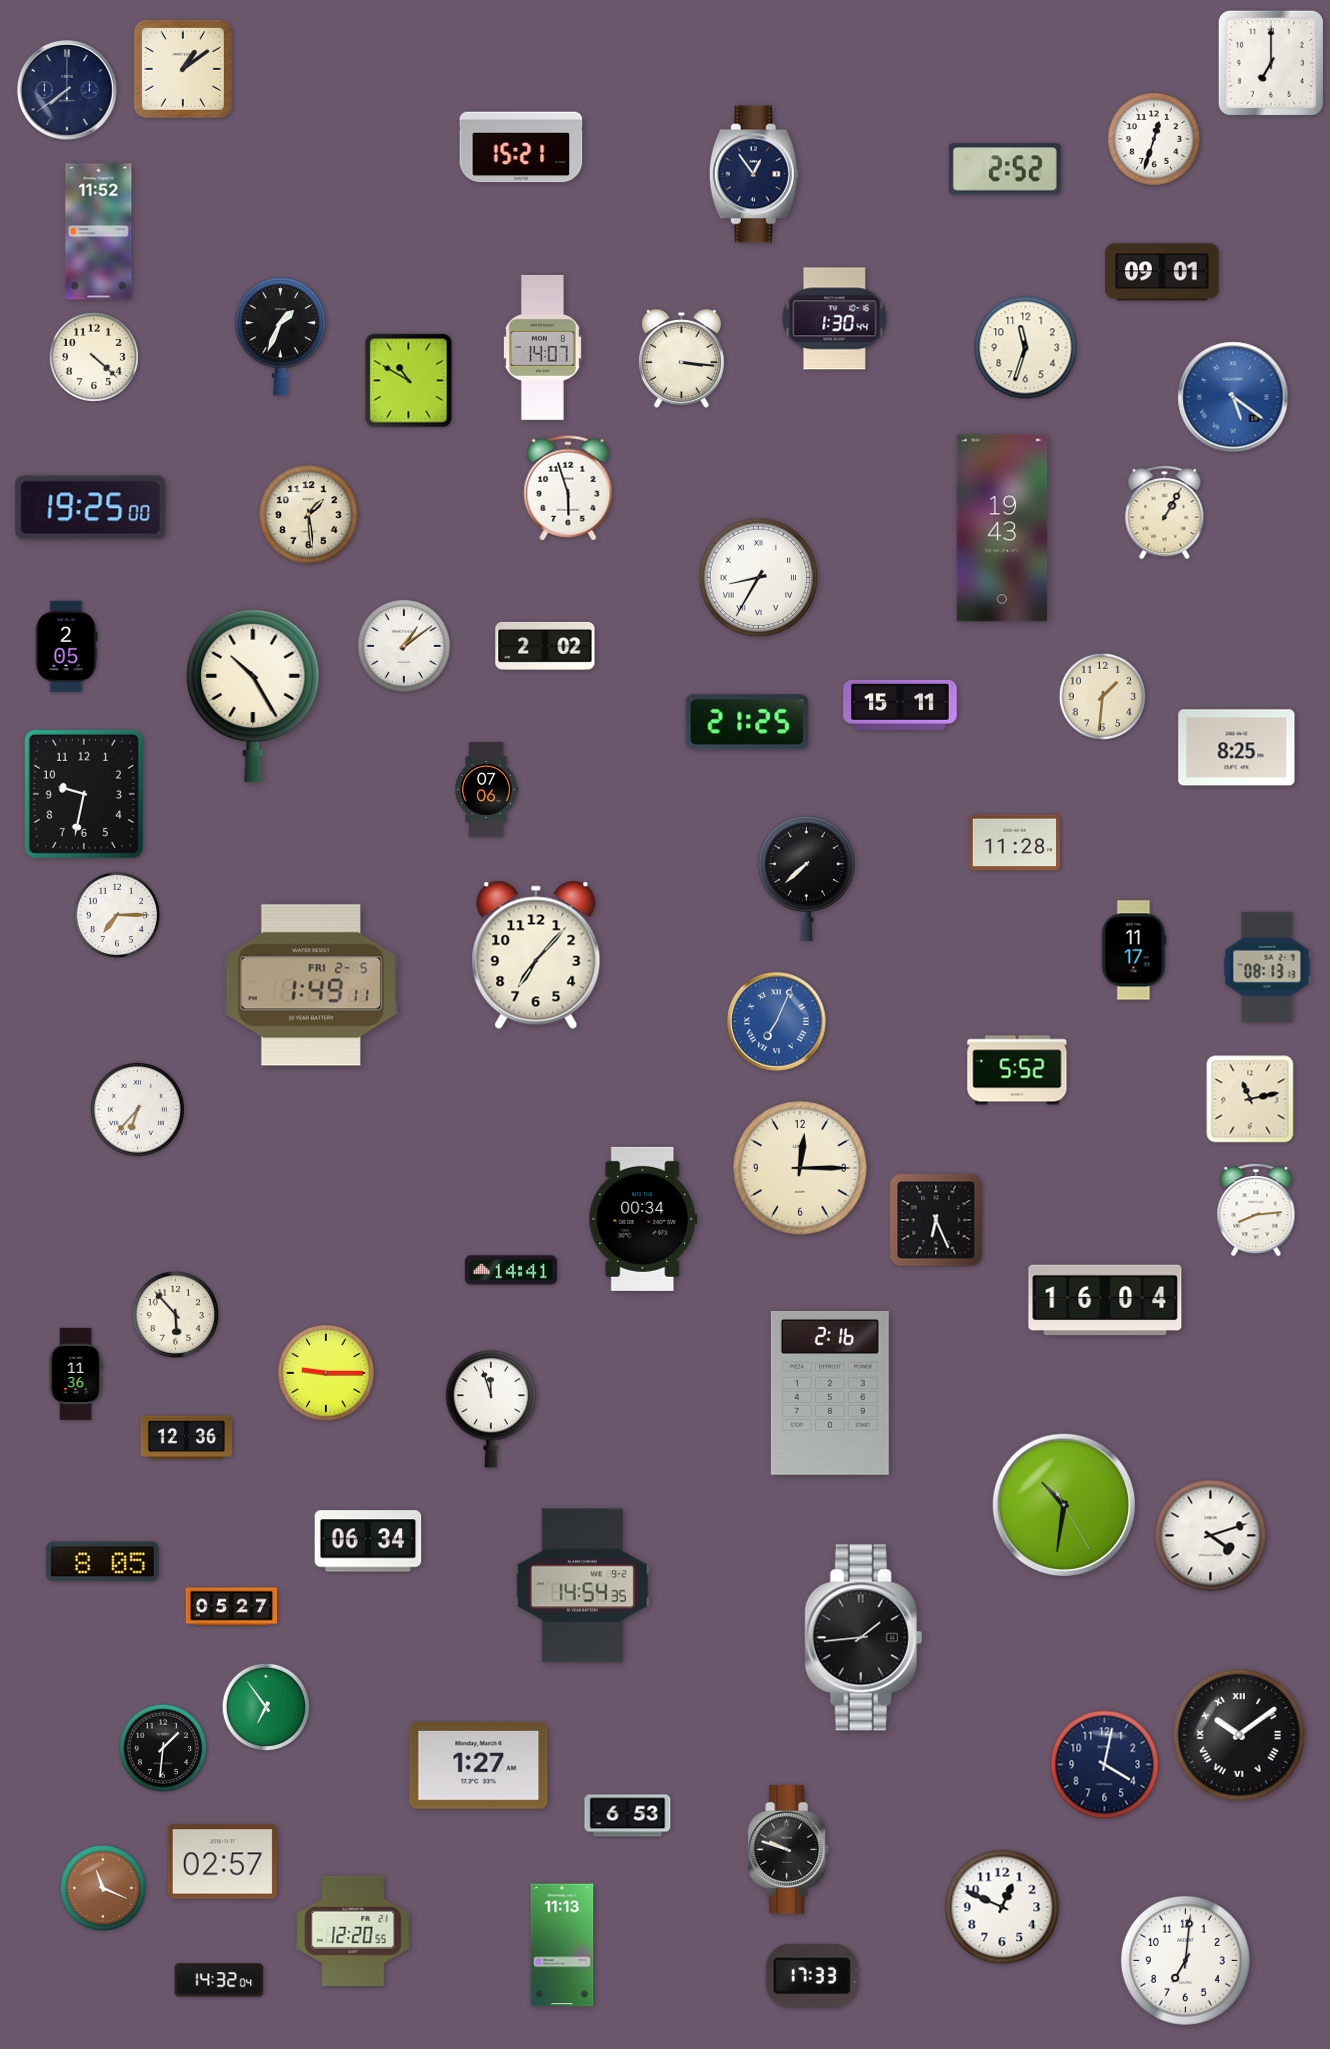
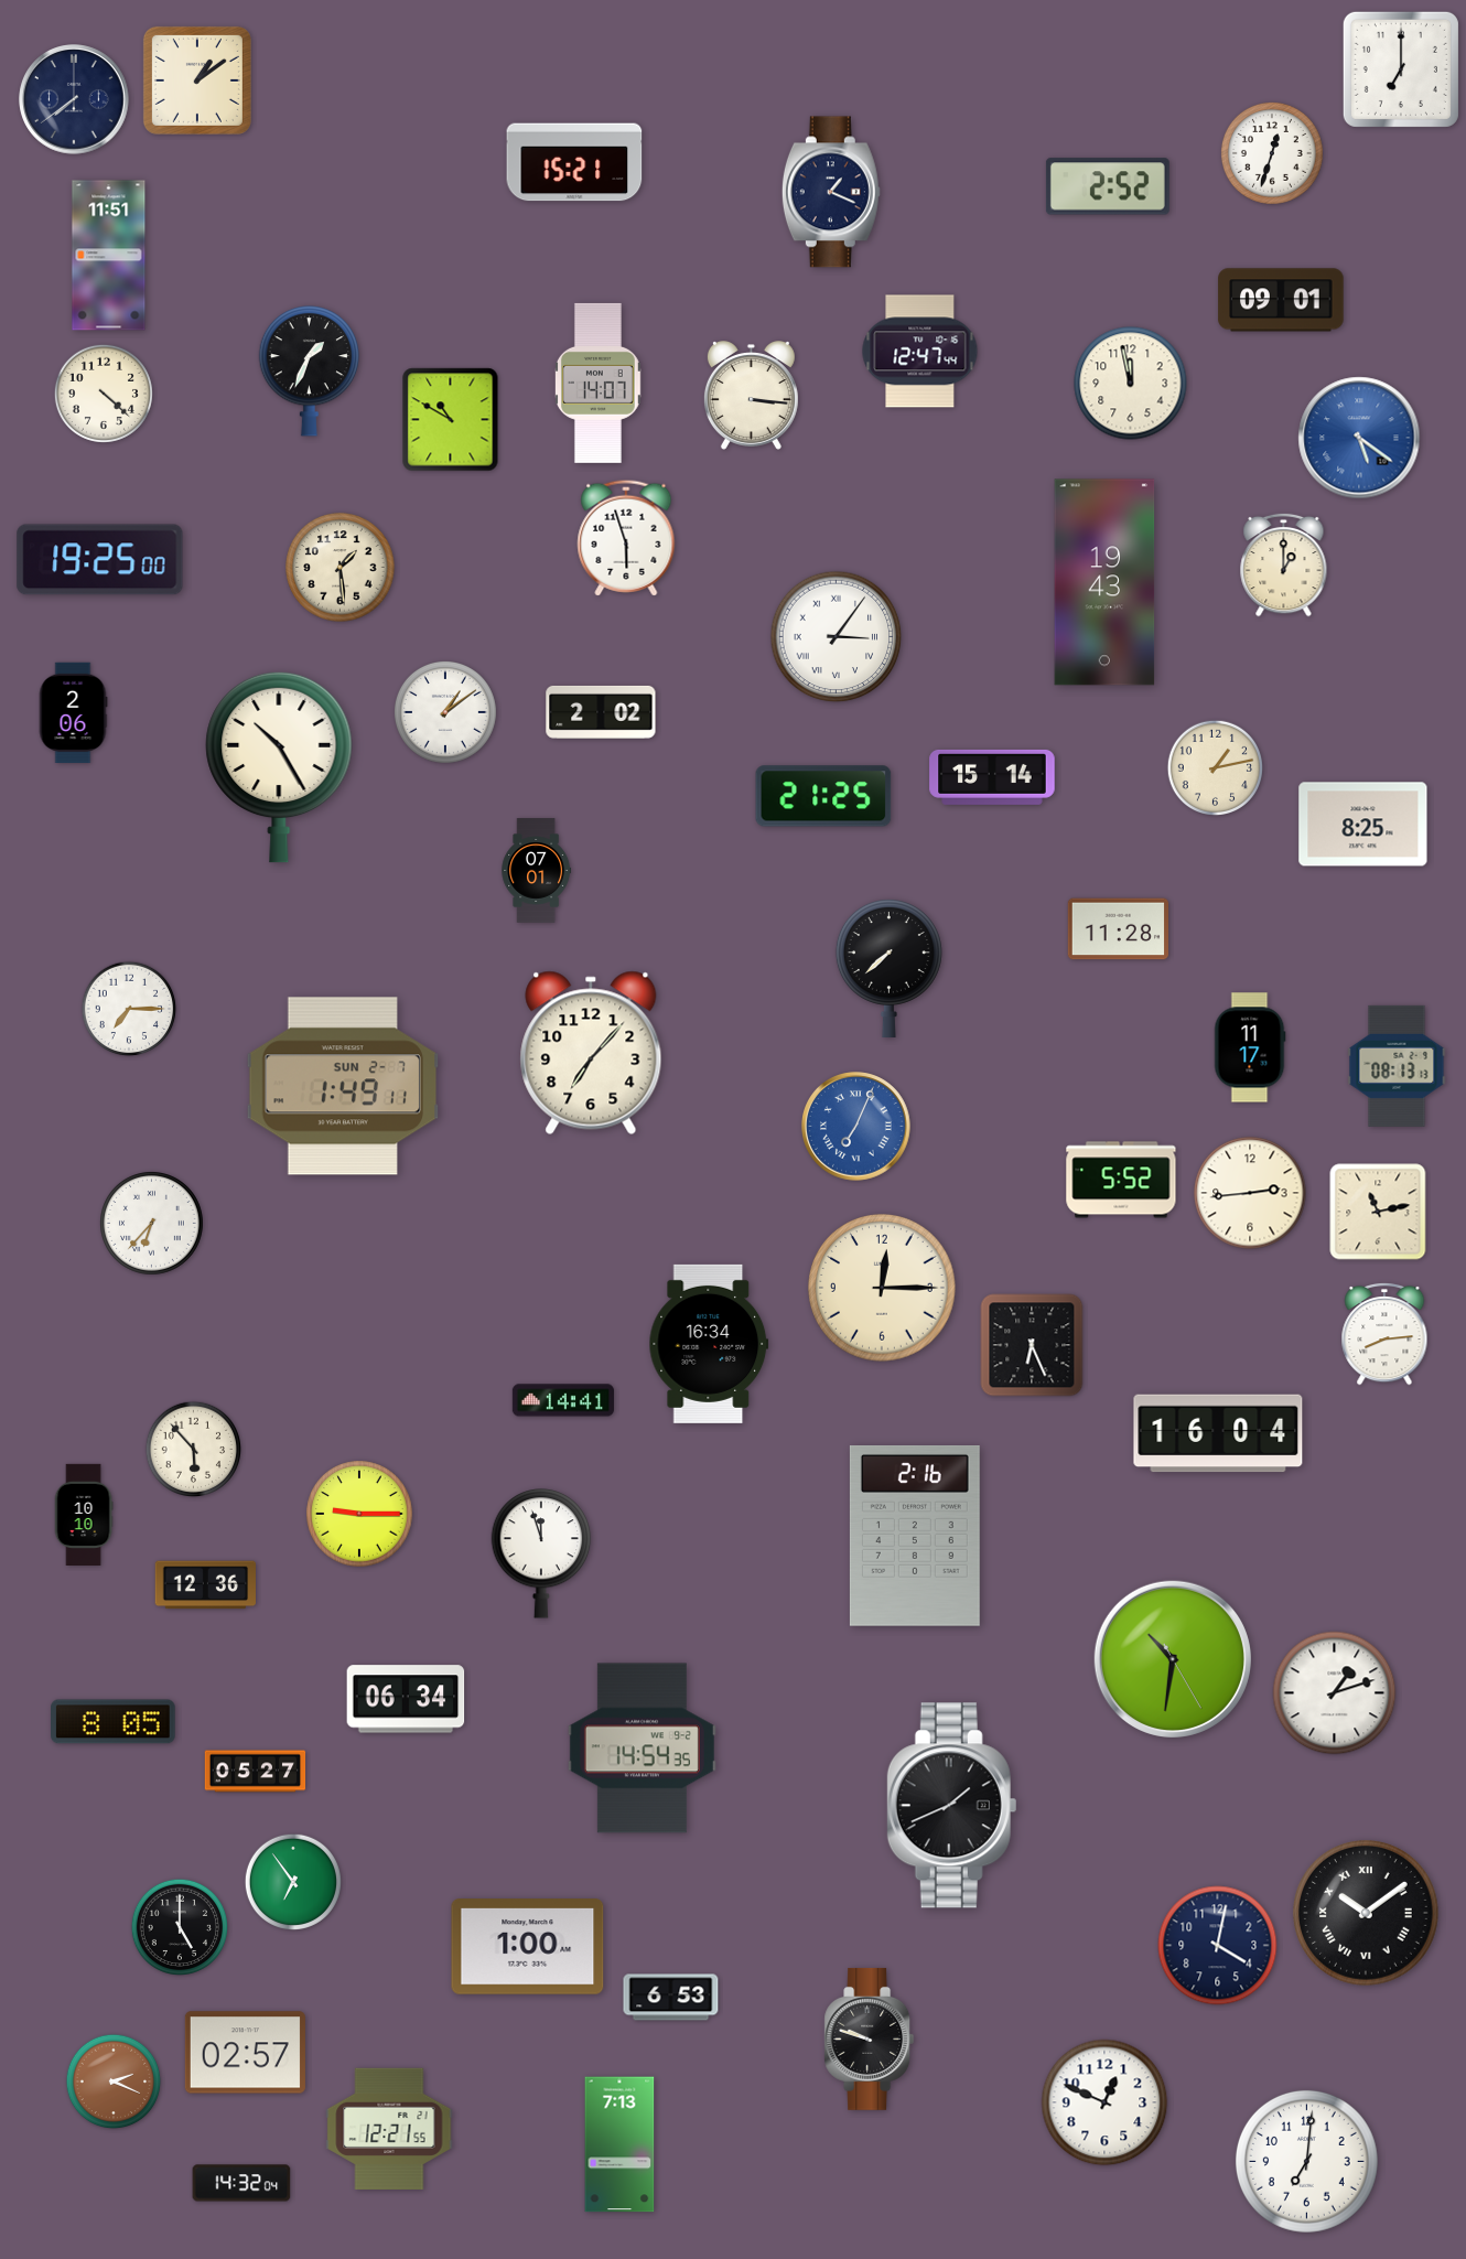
clock at (183, 69) position: (183, 69) -> (197, 80)
clock at (754, 174): 12:54 -> 1:19
clock at (99, 232): 11:52 -> 11:51
clock at (835, 319): 1:30 -> 12:47
clock at (1026, 348): 11:33 -> 11:58
clock at (1165, 512): 1:05 -> 1:00
clock at (759, 578): 8:35 -> 3:06
clock at (66, 647): 2:05 -> 2:06
clock at (1103, 697): 1:31 -> 1:13
clock at (900, 705): 15:11 -> 15:14
clock at (486, 790): 07:06 -> 07:01
clock at (84, 794): 9:32 -> none
clock at (311, 985) date: FRI 2-5 -> SUN 2-7
clock at (1250, 1193): none -> 2:44
clock at (643, 1219): 00:34 -> 16:34
clock at (76, 1373): 11:36 -> 10:10
clock at (1211, 1536): 4:12 -> 1:12
clock at (864, 1638): 1:44 -> 1:41
clock at (162, 1747): 1:31 -> 5:00
clock at (479, 1766): 1:27 -> 1:00
clock at (628, 1816) position: (628, 1816) -> (671, 1998)
clock at (103, 1888): 11:19 -> 2:19
clock at (353, 1930): 12:20 -> 12:21
clock at (562, 1945): 11:13 -> 7:13
clock at (812, 1976): 17:33 -> none
